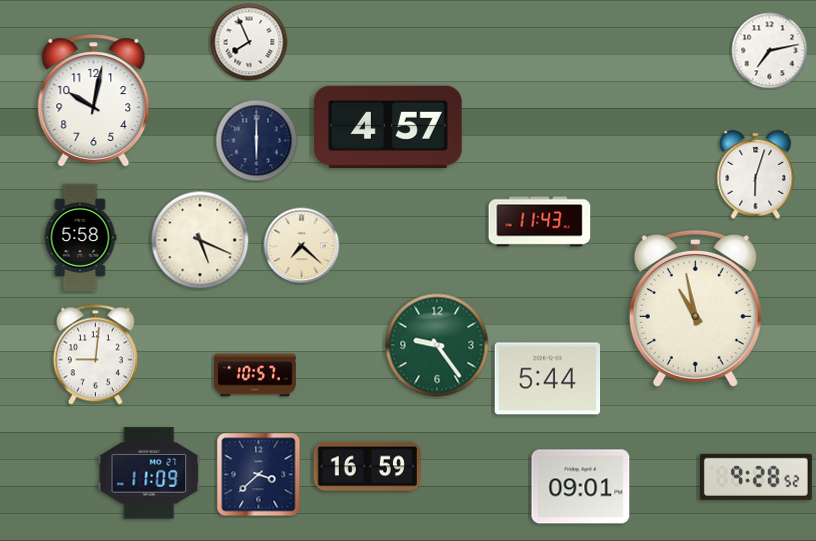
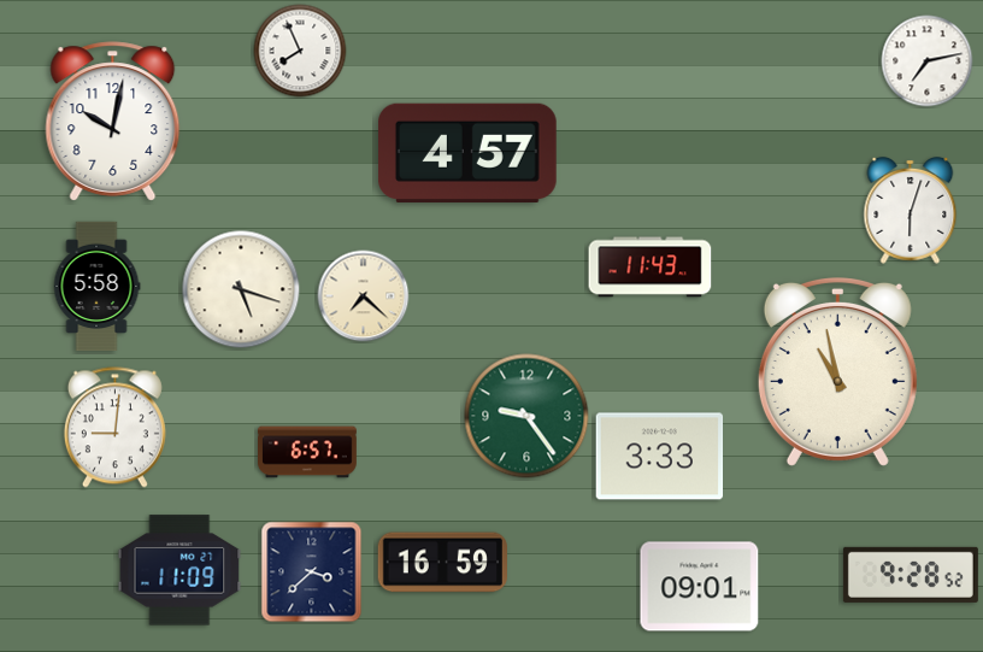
clock at (257, 141): 6:00 -> none
clock at (200, 240): 5:19 -> 5:18
clock at (256, 375): 10:57 -> 6:57
clock at (548, 379): 5:44 -> 3:33
